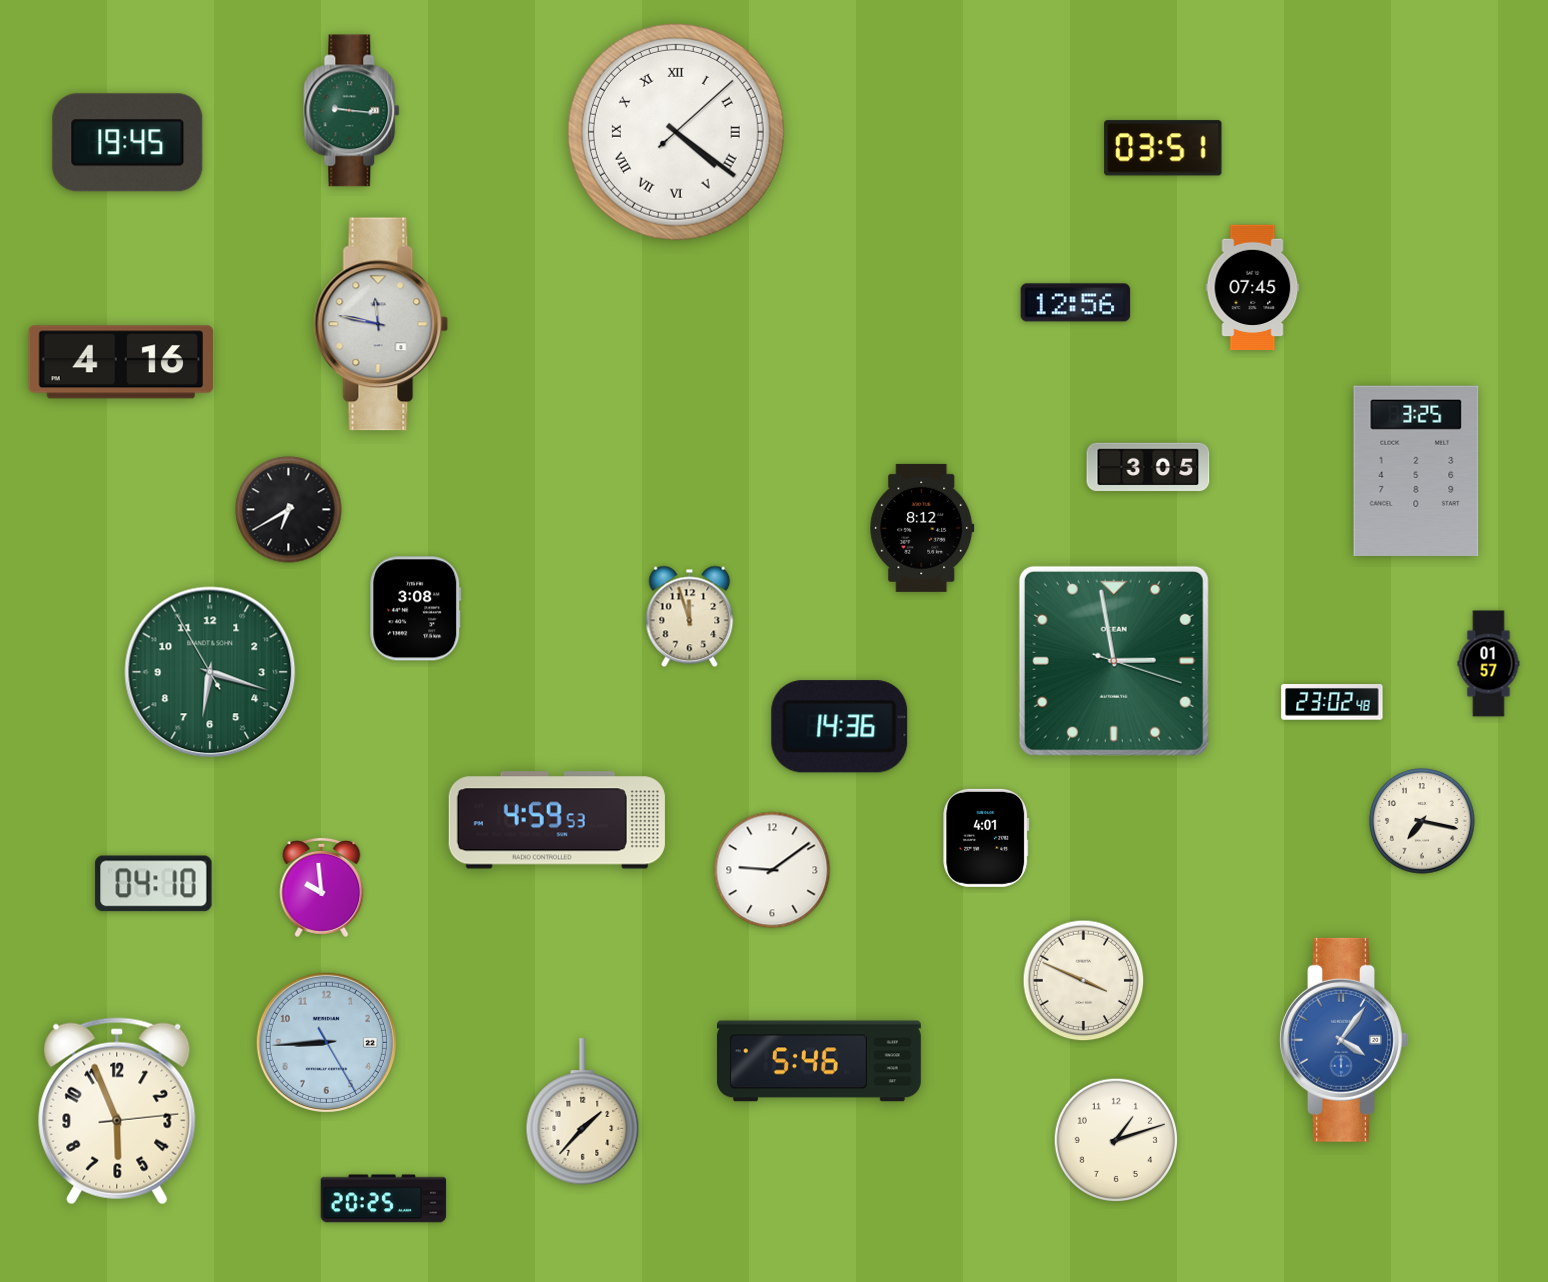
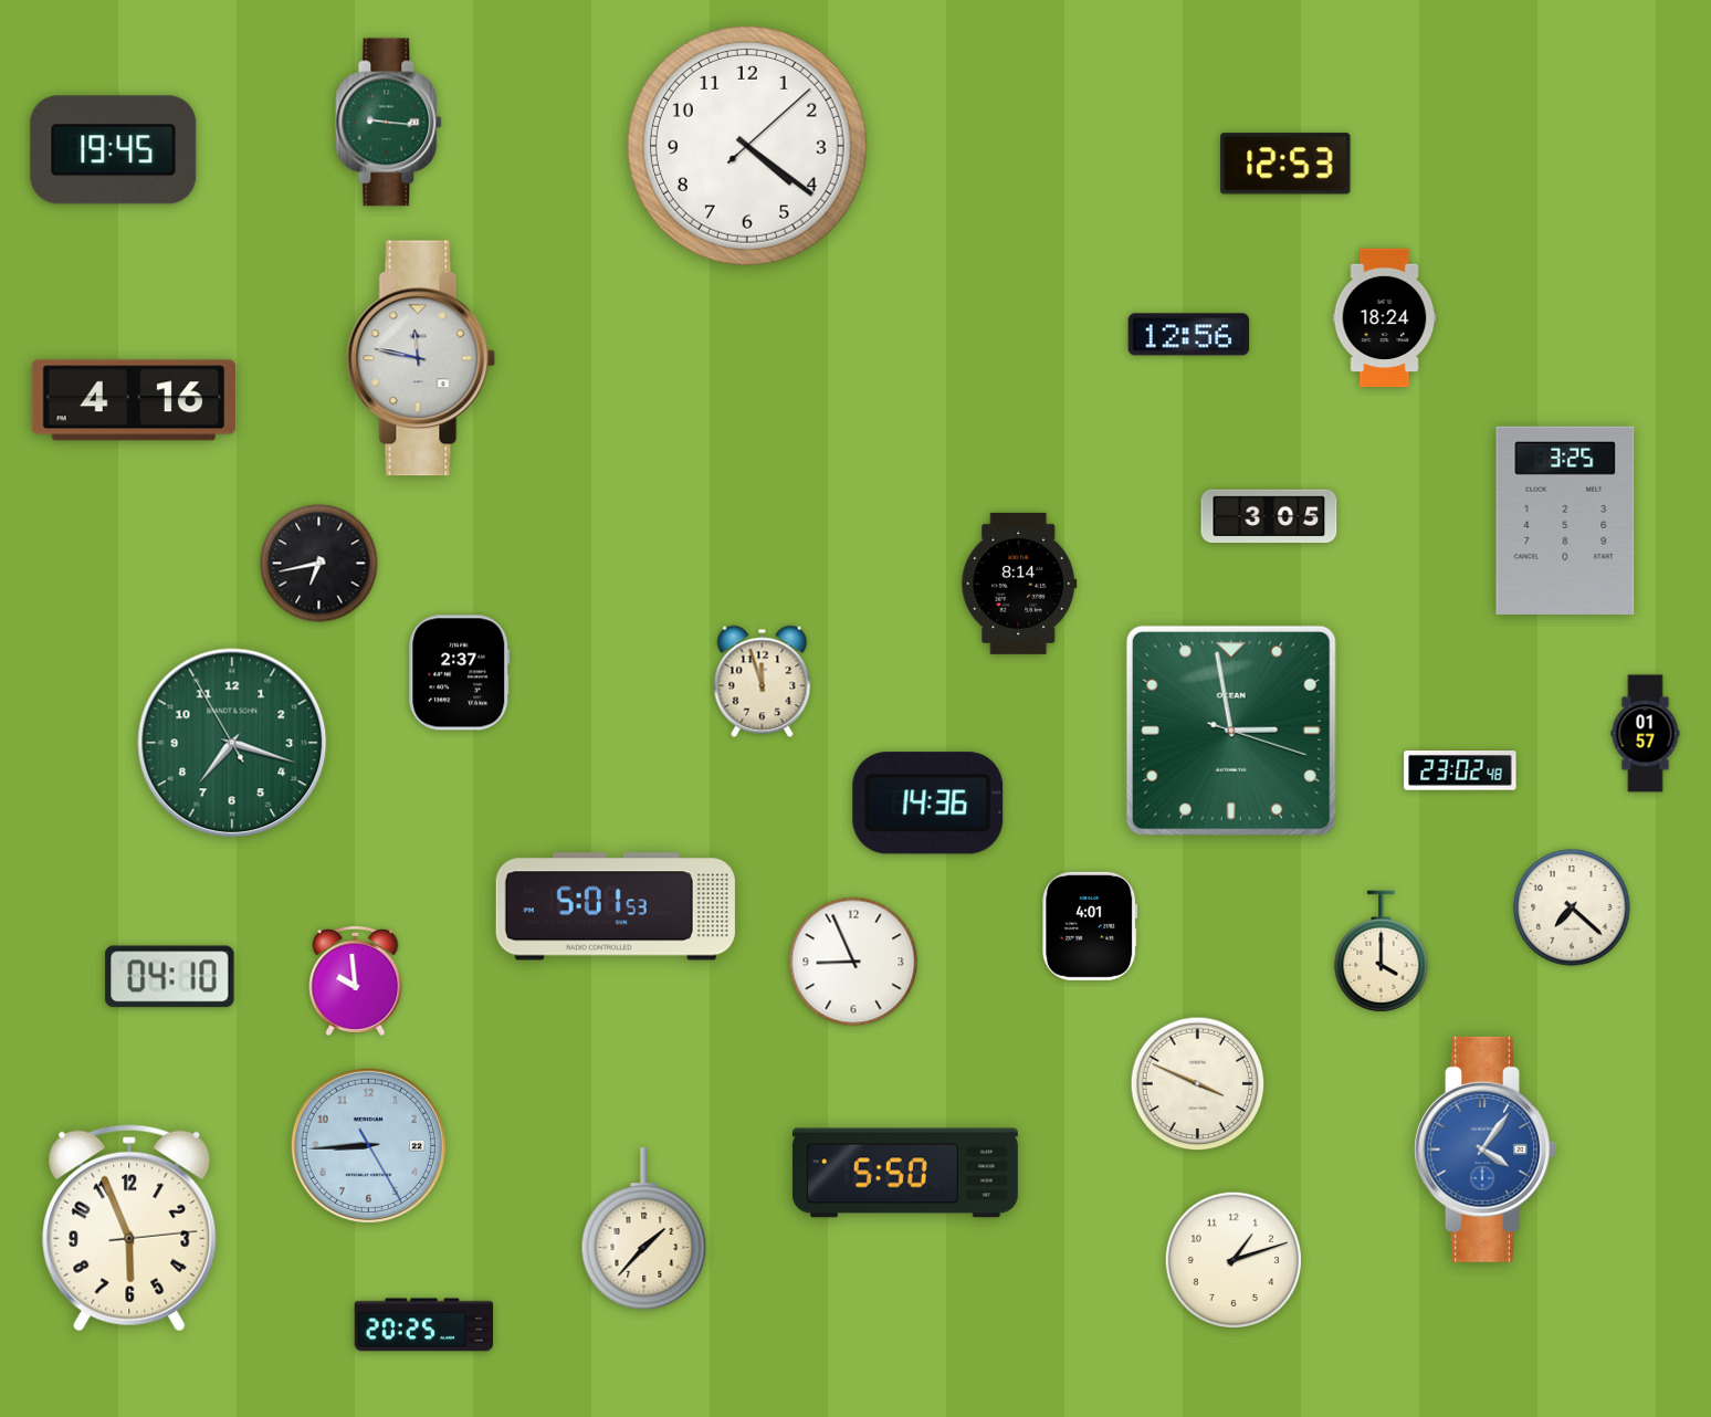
clock at (676, 132) numerals: Roman -> Arabic
clock at (128, 143) position: (128, 143) -> (114, 150)
clock at (1163, 148): 03:51 -> 12:53
clock at (1253, 288): 07:45 -> 18:24
clock at (289, 510): 6:40 -> 6:43
clock at (922, 528): 8:12 -> 8:14
clock at (416, 609): 3:08 -> 2:37
clock at (210, 672): 6:17 -> 7:17
clock at (1332, 703) position: (1332, 703) -> (1460, 772)
clock at (557, 820): 4:59 -> 5:01
clock at (1422, 821): 7:17 -> 7:22
clock at (1382, 952): none -> 4:00
clock at (772, 870): 9:09 -> 8:56
clock at (326, 1042) position: (326, 1042) -> (368, 1145)
clock at (819, 1061): 5:46 -> 5:50
